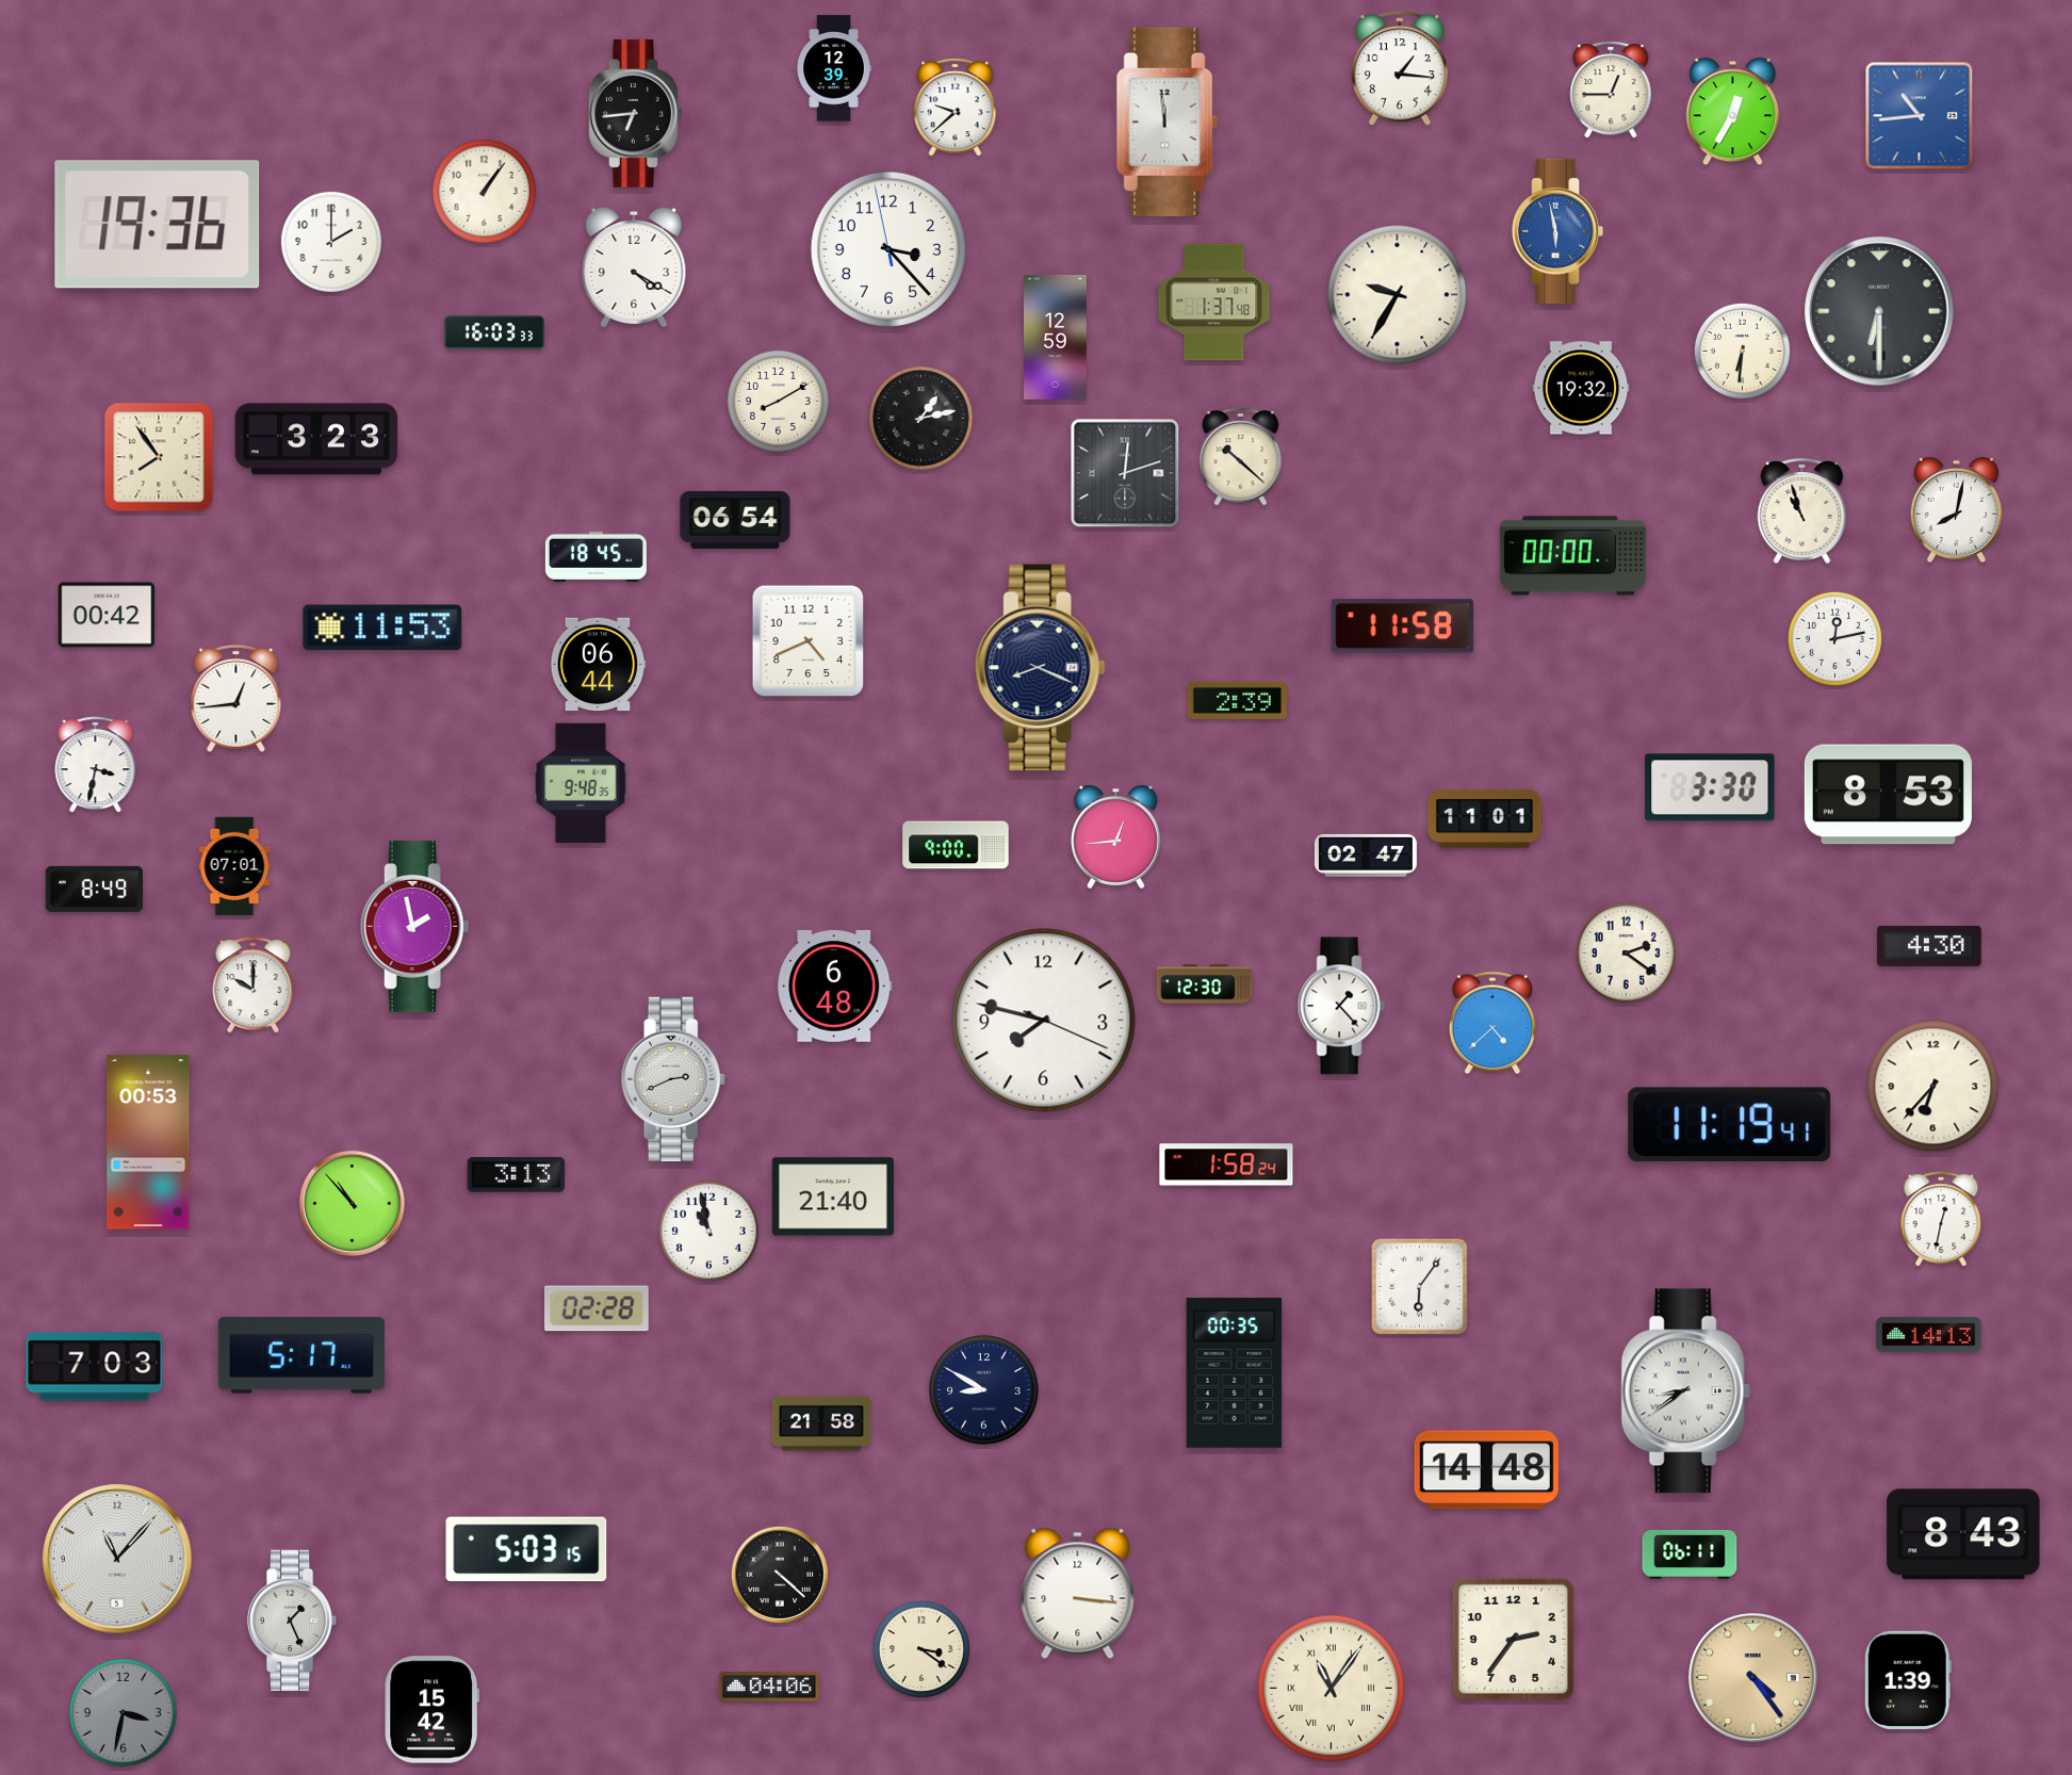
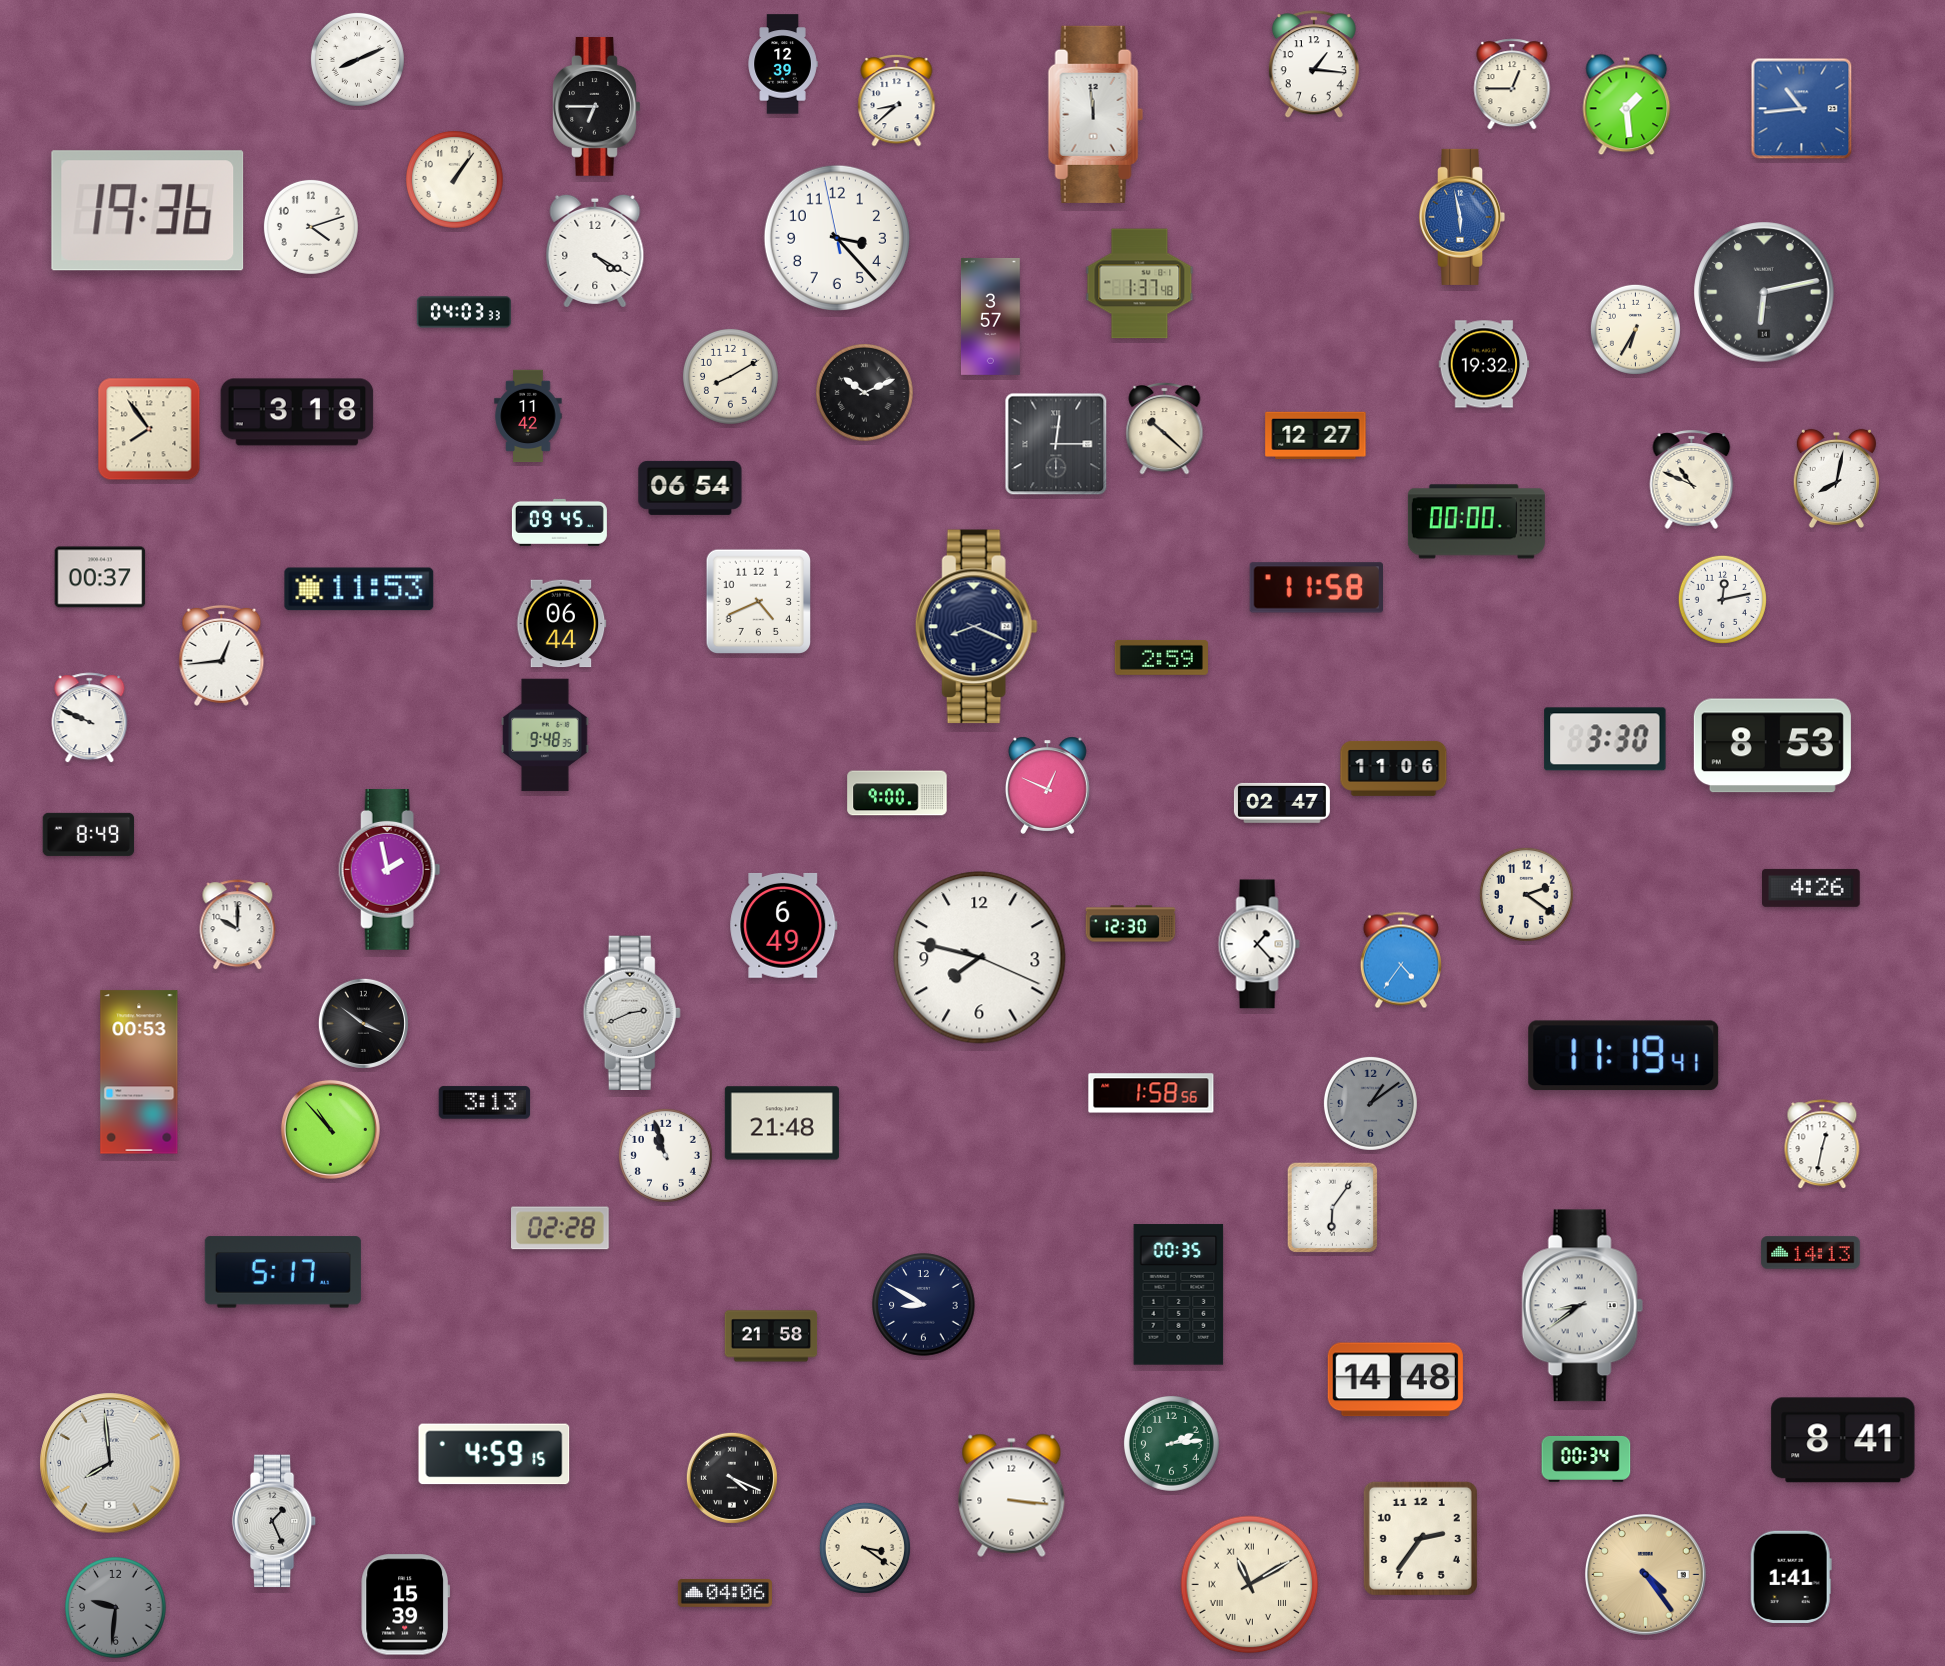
clock at (357, 59): none -> 8:11
clock at (956, 108): 9:38 -> 8:38
clock at (1733, 112): 12:35 -> 1:29
clock at (636, 113): 6:44 -> 6:45
clock at (331, 242): 2:00 -> 4:12
clock at (888, 249) position: (888, 249) -> (837, 238)
clock at (1398, 295): 9:35 -> none
clock at (1879, 311): 6:30 -> 6:13
clock at (494, 332): 16:03 -> 04:03
clock at (1056, 337): 12:59 -> 3:57
clock at (1742, 351): 6:31 -> 6:35
clock at (921, 419): 1:13 -> 10:11
clock at (316, 439): 3:23 -> 3:18
clock at (528, 416): none -> 11:42
clock at (1316, 435): none -> 12:27
clock at (1125, 473): 12:12 -> 12:15
clock at (1802, 510): 10:57 -> 10:49
clock at (596, 556): 18:45 -> 09:45
clock at (107, 615): 00:42 -> 00:37
clock at (1237, 700): 2:39 -> 2:59
clock at (96, 765): 3:32 -> 9:49
clock at (1485, 818): 11:01 -> 11:06
clock at (1115, 836): 12:44 -> 12:49
clock at (234, 866): 07:01 -> none
clock at (1929, 946): 4:30 -> 4:26
clock at (835, 986): 6:48 -> 6:49
clock at (1492, 1023): 4:38 -> 4:36
clock at (1934, 1087): 6:37 -> none
clock at (363, 1023): none -> 3:51
clock at (1226, 1165): 1:58:24 -> 1:58:56
clock at (1370, 1103): none -> 1:09
clock at (833, 1196): 21:40 -> 21:48
clock at (708, 1231): 10:58 -> 10:57
clock at (95, 1367): 7:03 -> none
clock at (1235, 1373) position: (1235, 1373) -> (1179, 1295)
clock at (1963, 1534): 8:43 -> 8:41
clock at (1171, 1443): none -> 2:14
clock at (526, 1549): 5:03 -> 4:59
clock at (1690, 1554): 06:11 -> 00:34
clock at (117, 1559): 11:07 -> 7:59
clock at (780, 1575): 4:22 -> 4:19
clock at (1908, 1680): 1:39 -> 1:41
clock at (769, 1688) position: (769, 1688) -> (725, 1594)
clock at (1332, 1689): 11:06 -> 11:10
clock at (431, 1710): 15:42 -> 15:39
clock at (124, 1713): 3:32 -> 9:31
